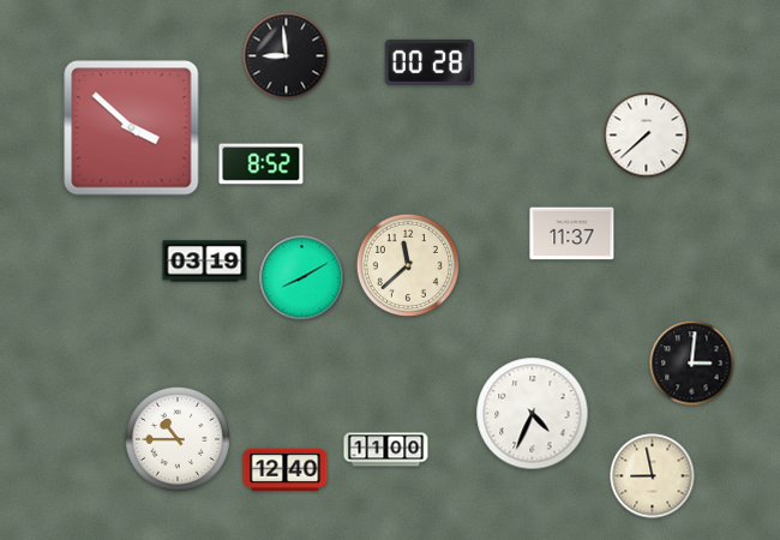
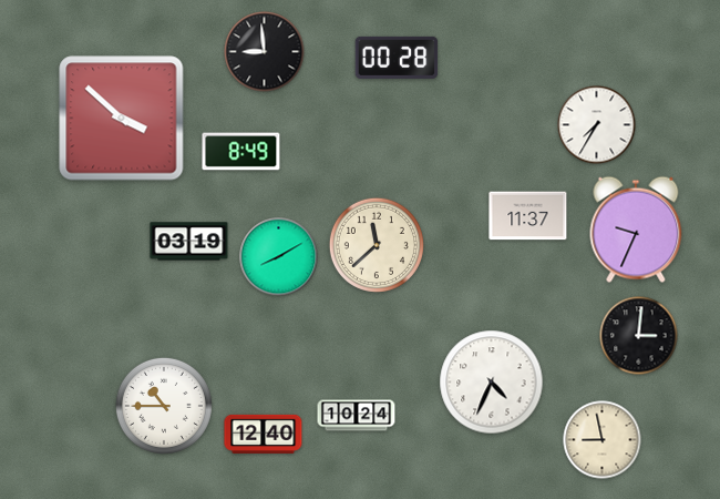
clock at (647, 136): 7:38 -> 7:35
clock at (262, 164): 8:52 -> 8:49
clock at (636, 230): none -> 9:34
clock at (386, 450): 11:00 -> 10:24
